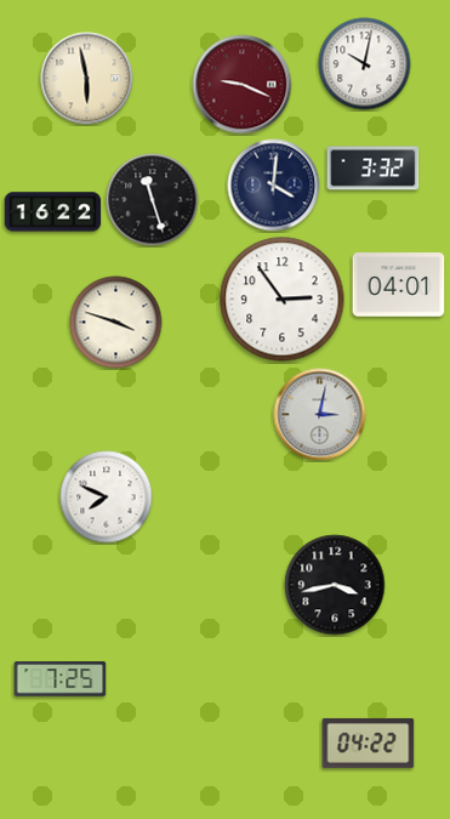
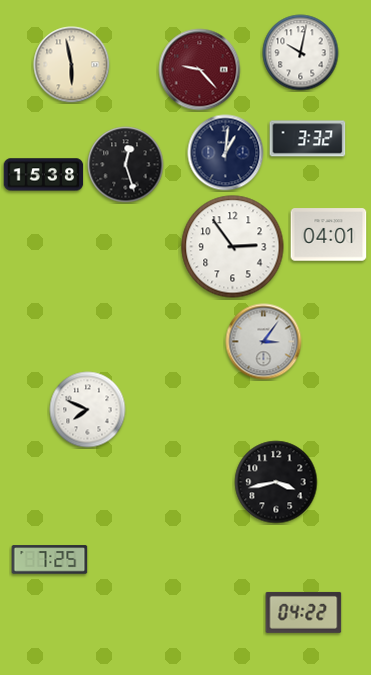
clock at (243, 85): 9:19 -> 9:23
clock at (274, 186): 4:01 -> 1:01
clock at (153, 200): 11:27 -> 12:27
clock at (53, 212): 16:22 -> 15:38
clock at (116, 323): 3:48 -> none
clock at (320, 415): 3:02 -> 3:06
